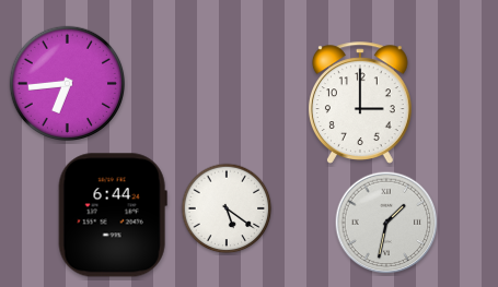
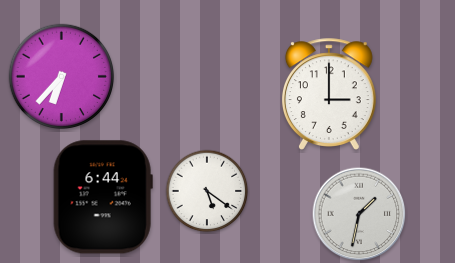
clock at (67, 83): 6:44 -> 6:37
clock at (386, 223) position: (386, 223) -> (359, 214)
